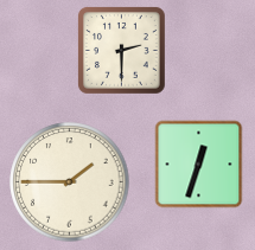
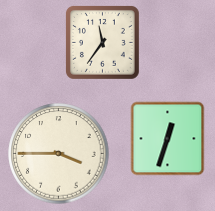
clock at (122, 51): 2:30 -> 11:36
clock at (70, 182): 1:45 -> 3:45
